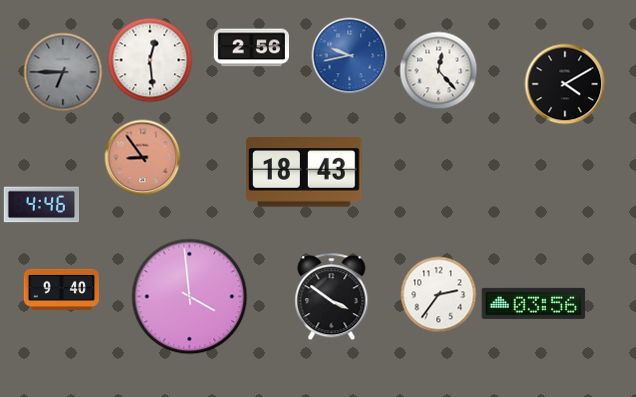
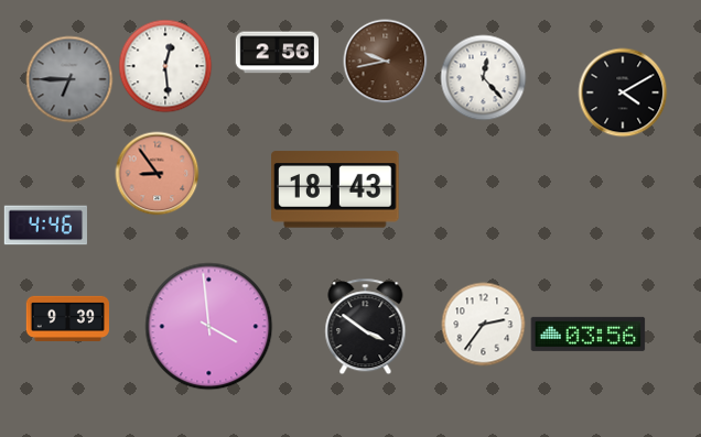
clock at (350, 56) dial: blue -> brown
clock at (61, 289): 9:40 -> 9:39
